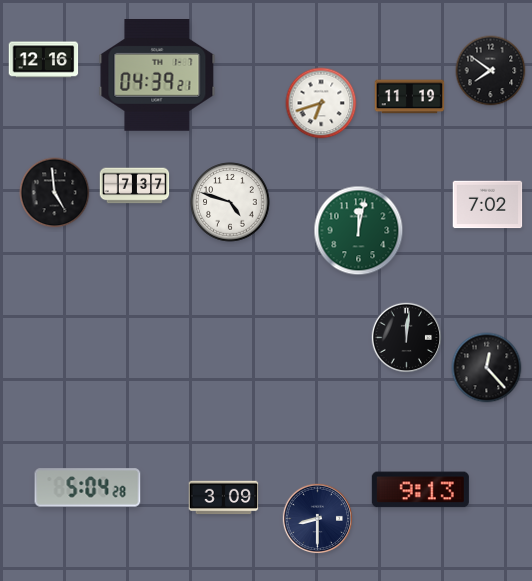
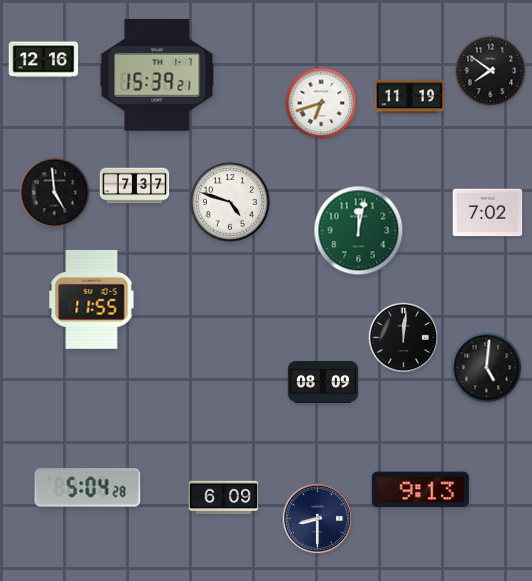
clock at (157, 76): 04:39 -> 15:39
clock at (488, 205) position: (488, 205) -> (488, 213)
clock at (92, 299): none -> 11:55
clock at (407, 338) position: (407, 338) -> (404, 338)
clock at (487, 368): 12:23 -> 5:01
clock at (323, 382): none -> 08:09
clock at (224, 498): 3:09 -> 6:09
